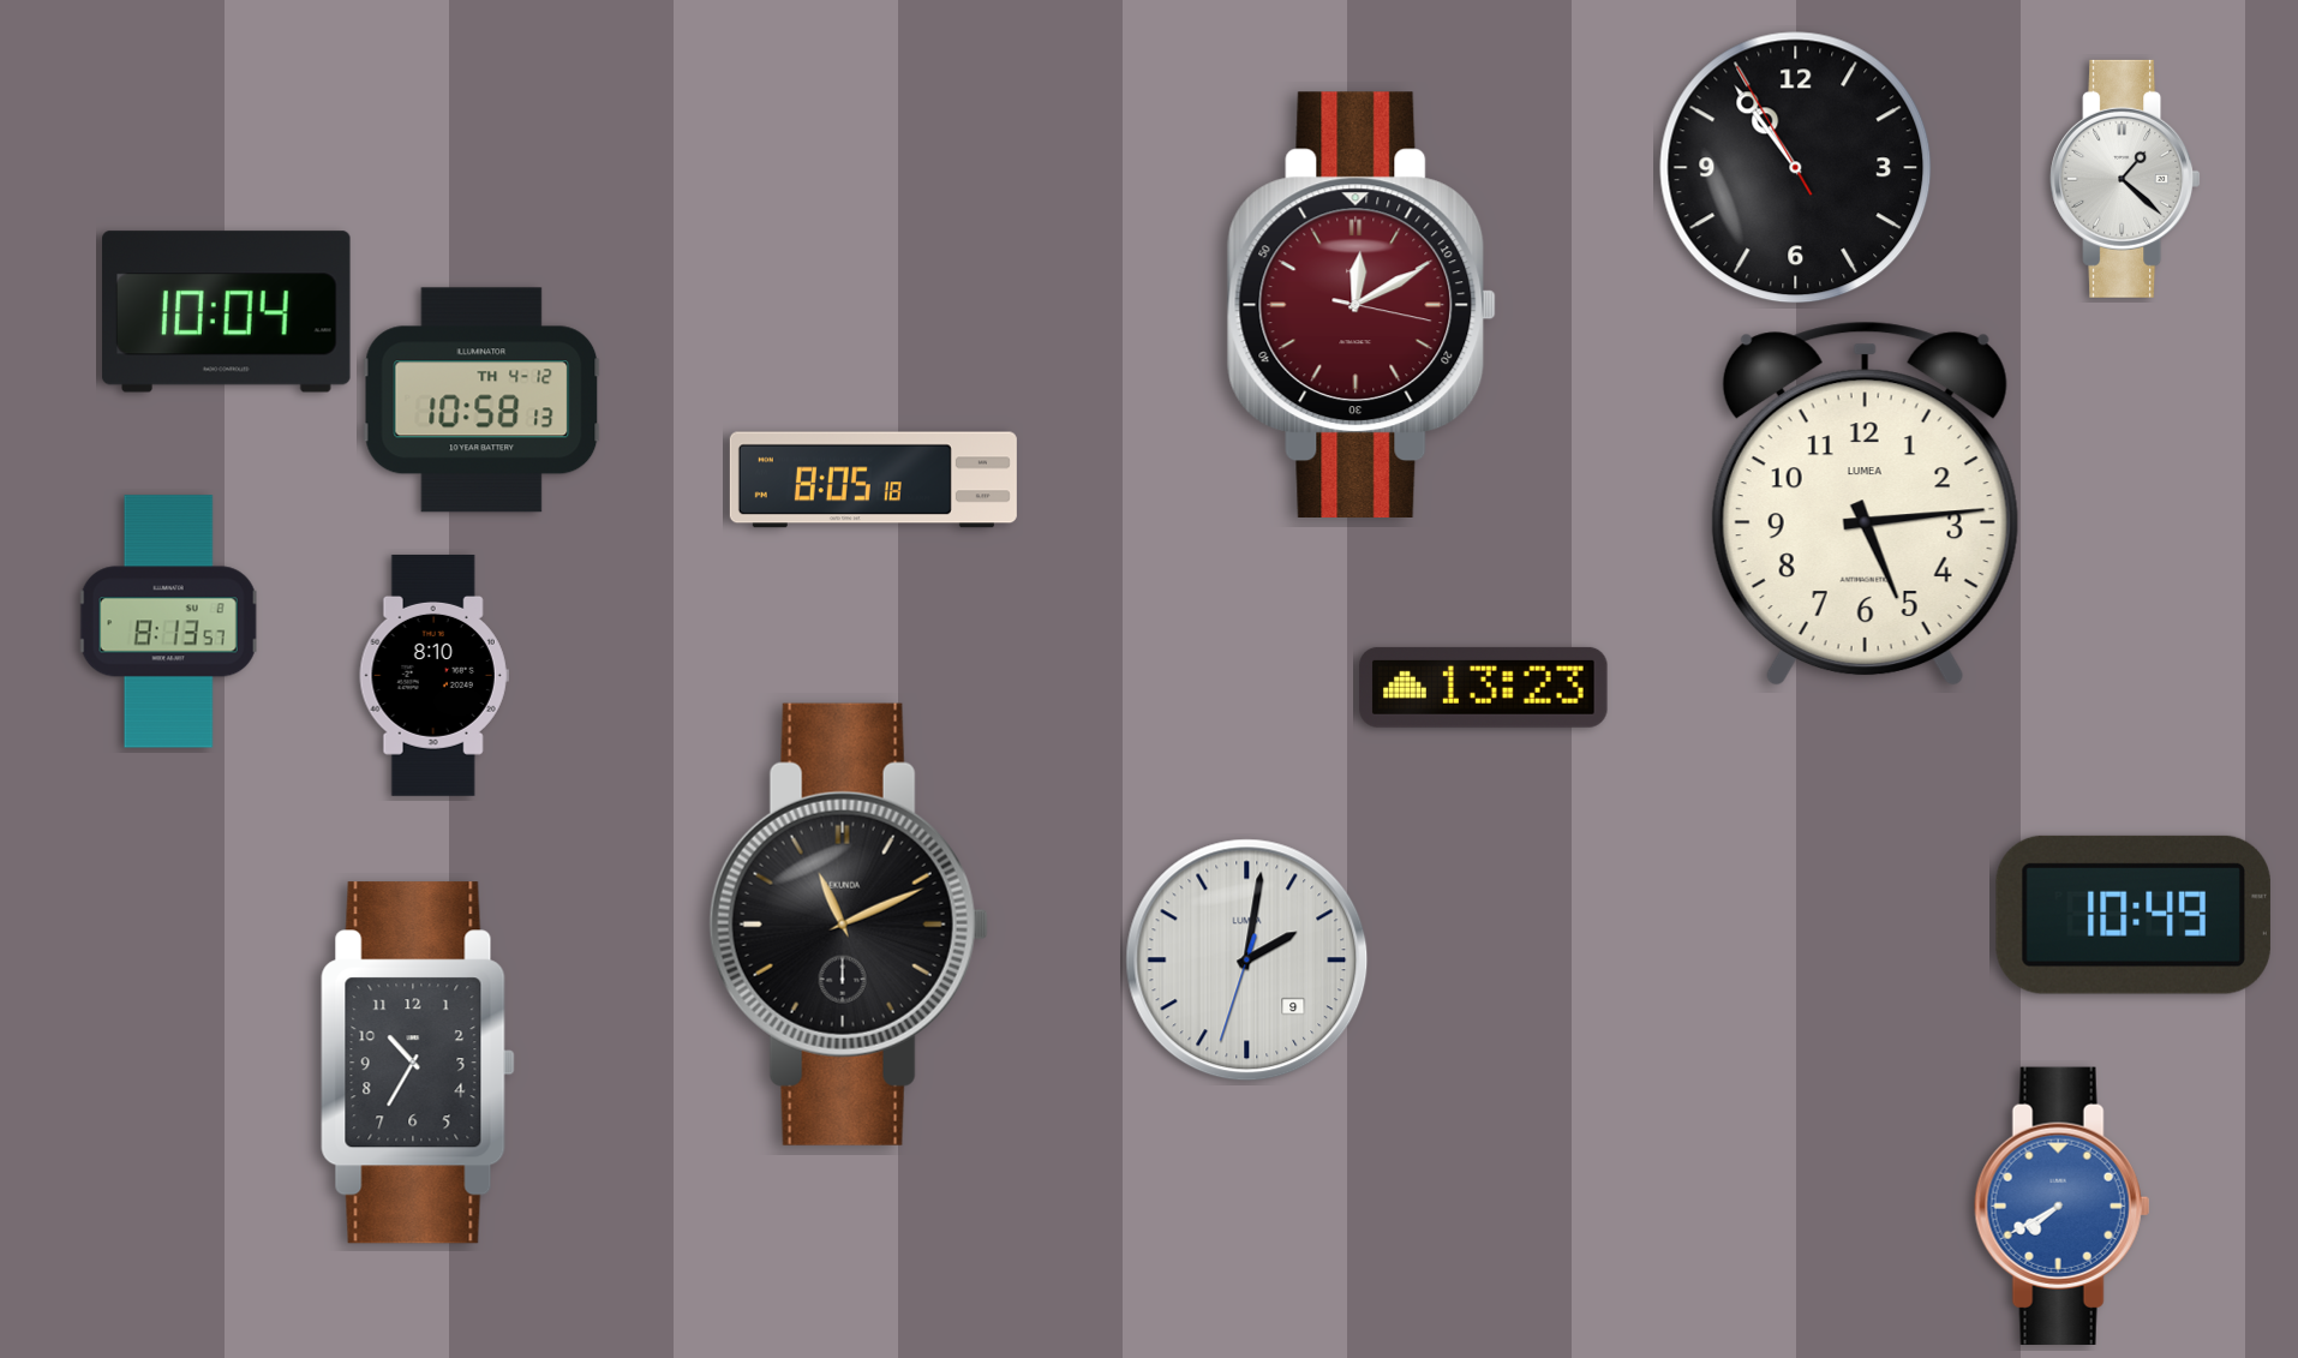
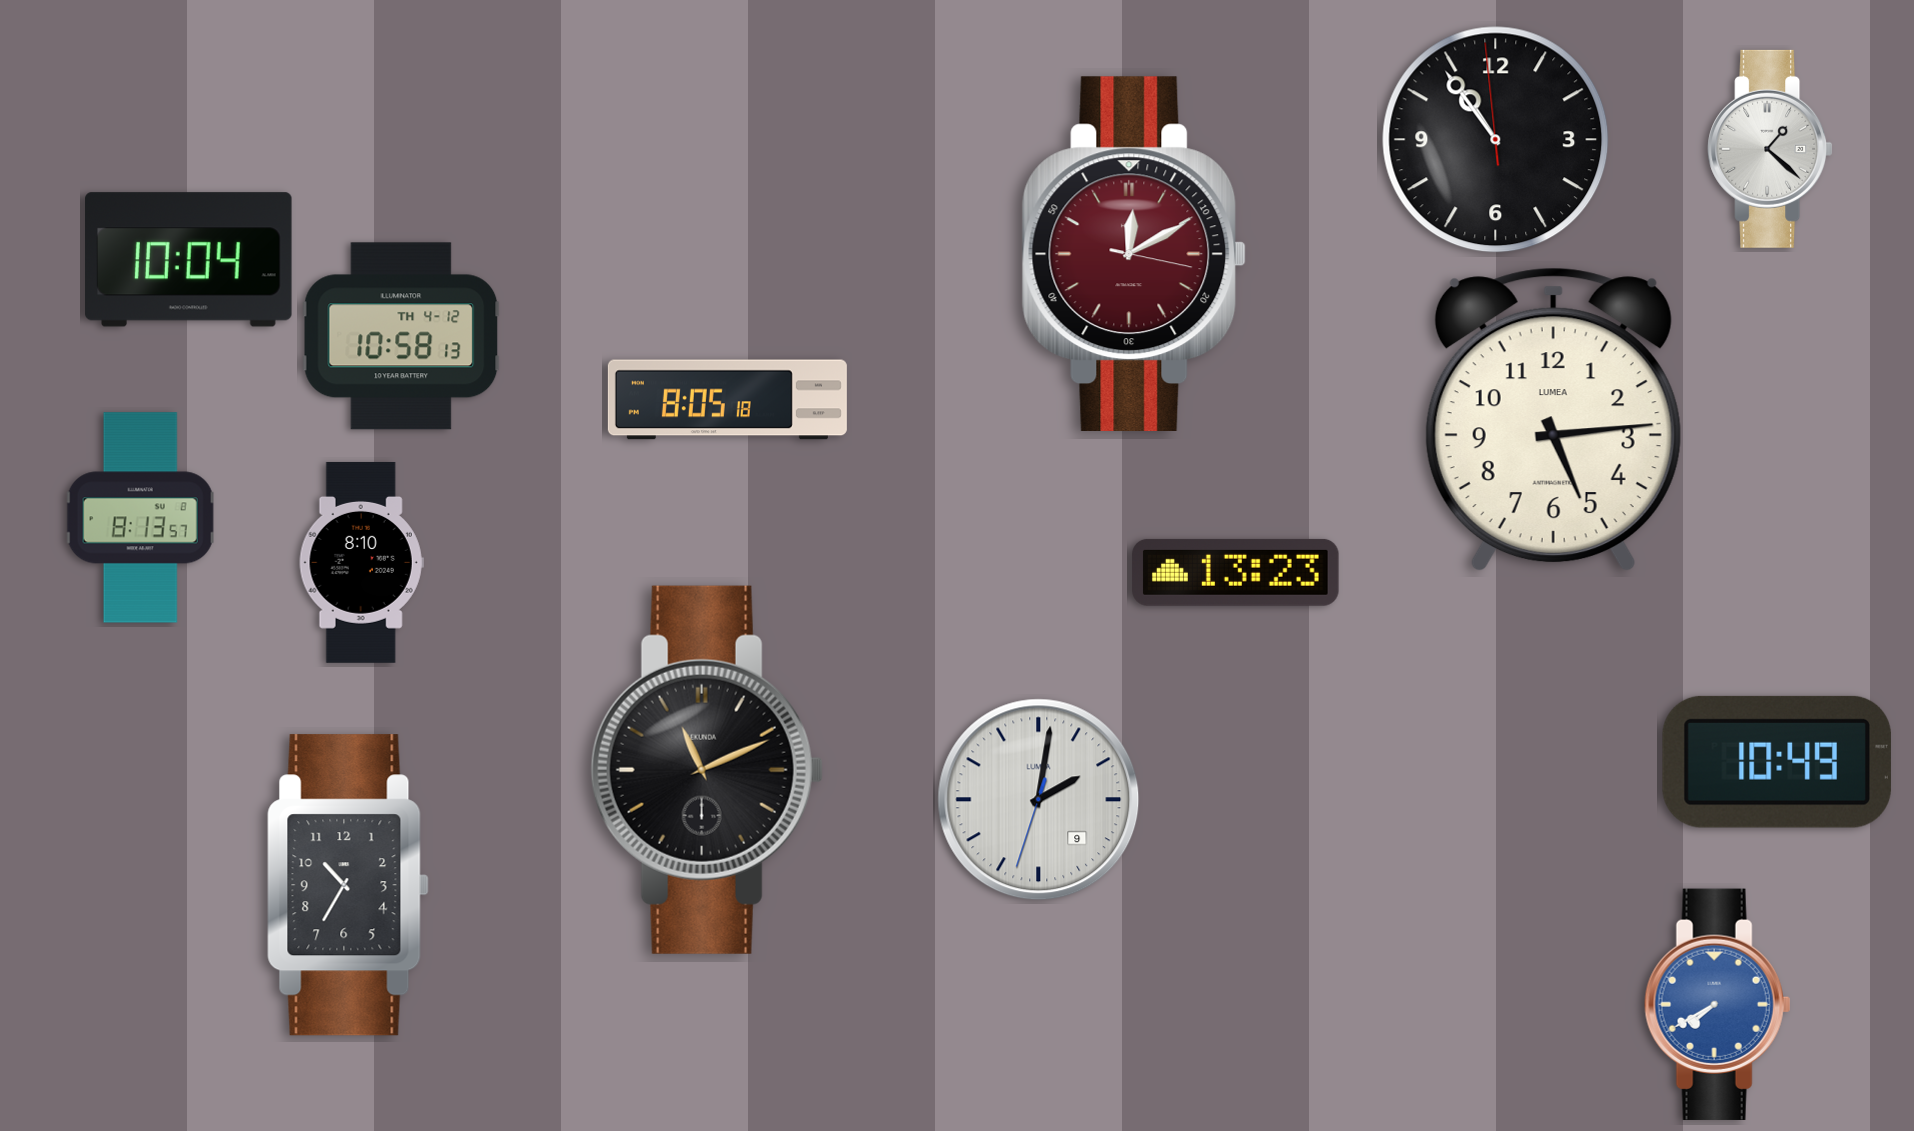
clock at (1796, 168): 10:53:55 -> 10:53:59
clock at (481, 400) position: (481, 400) -> (401, 336)
